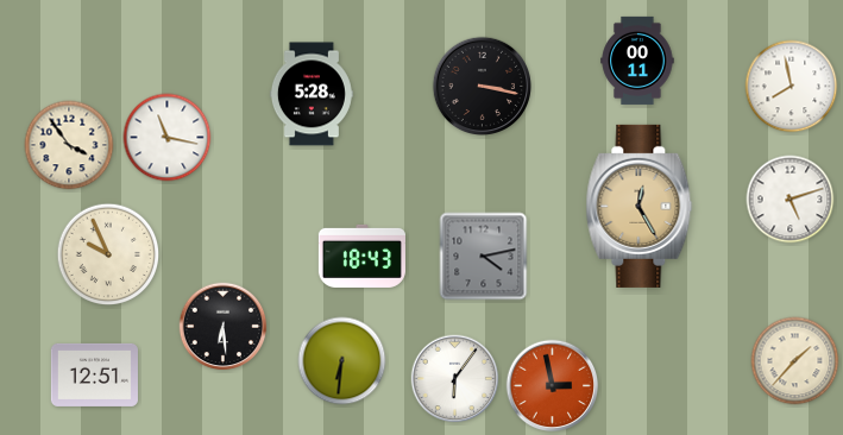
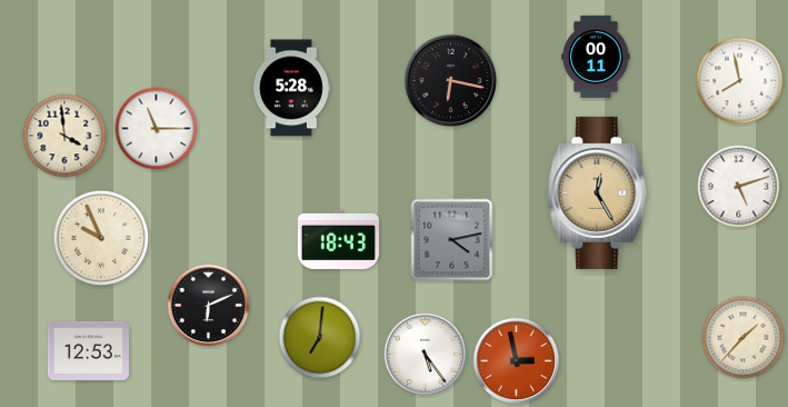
clock at (482, 86): 3:17 -> 6:17
clock at (168, 138): 11:17 -> 11:15
clock at (69, 145): 3:54 -> 3:59
clock at (224, 327): 6:29 -> 6:11
clock at (342, 361): 6:31 -> 7:01
clock at (94, 374): 12:51 -> 12:53
clock at (455, 379): 6:06 -> 5:24
